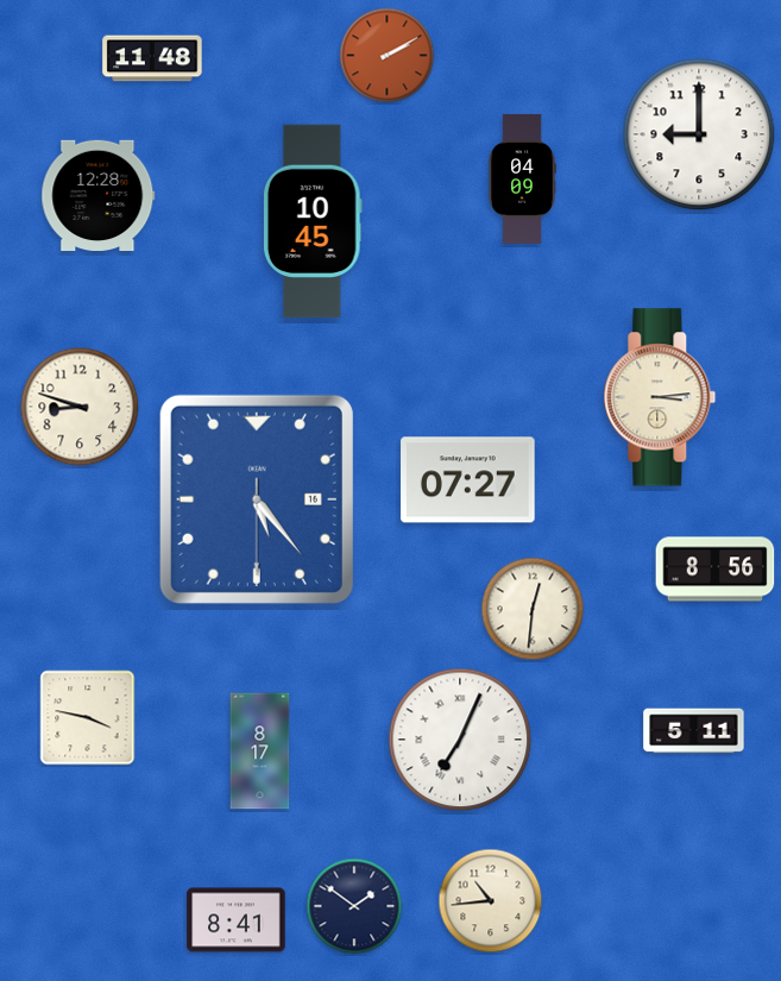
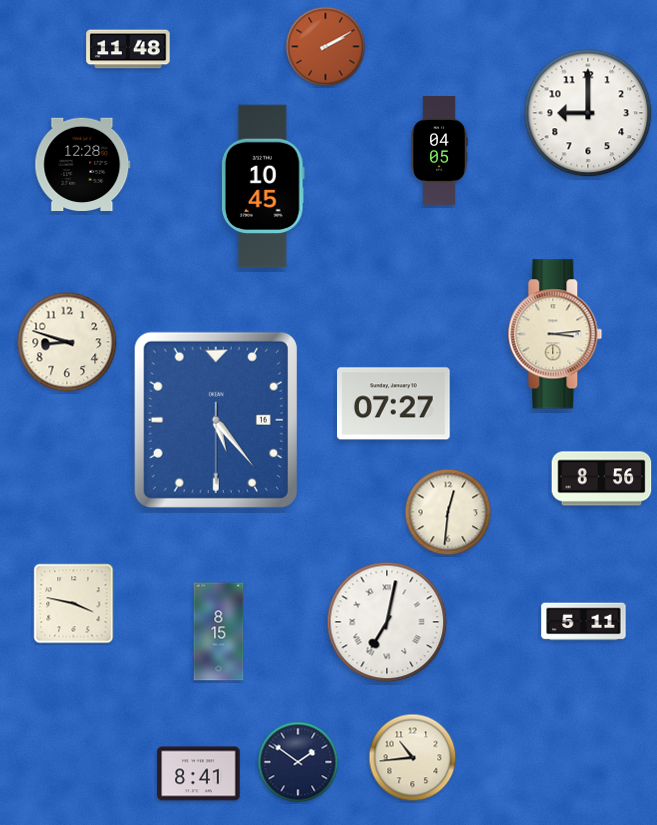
clock at (522, 178): 04:09 -> 04:05
clock at (694, 731) position: (694, 731) -> (584, 622)
clock at (460, 740): 7:04 -> 7:02
clock at (260, 752): 8:17 -> 8:15
